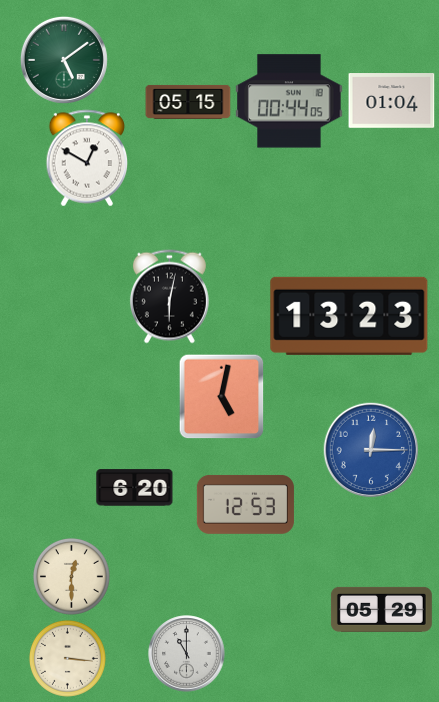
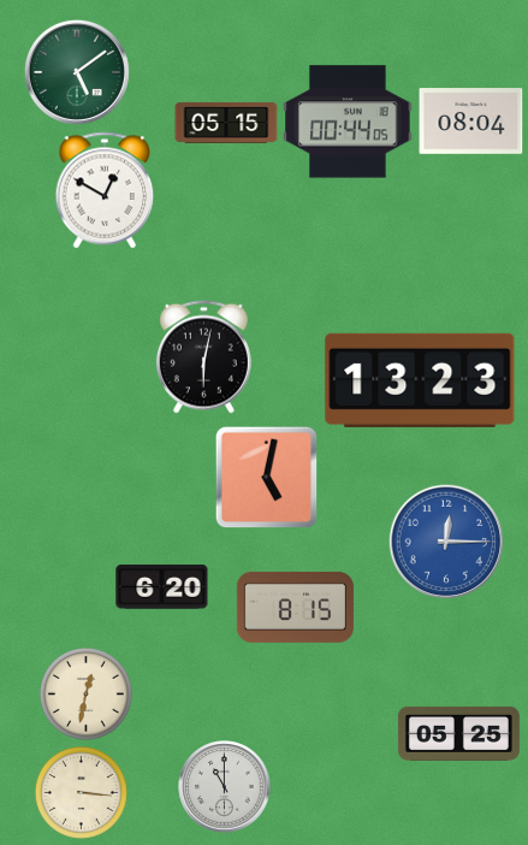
clock at (392, 101): 01:04 -> 08:04
clock at (245, 504): 12:53 -> 8:15
clock at (71, 576): 12:30 -> 12:32
clock at (381, 609): 05:29 -> 05:25
